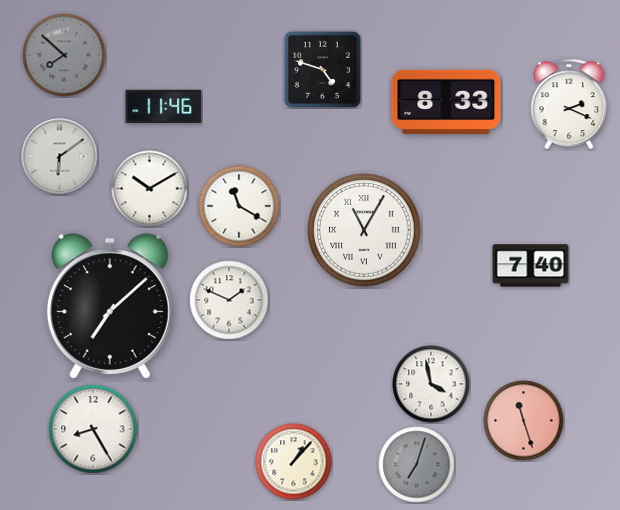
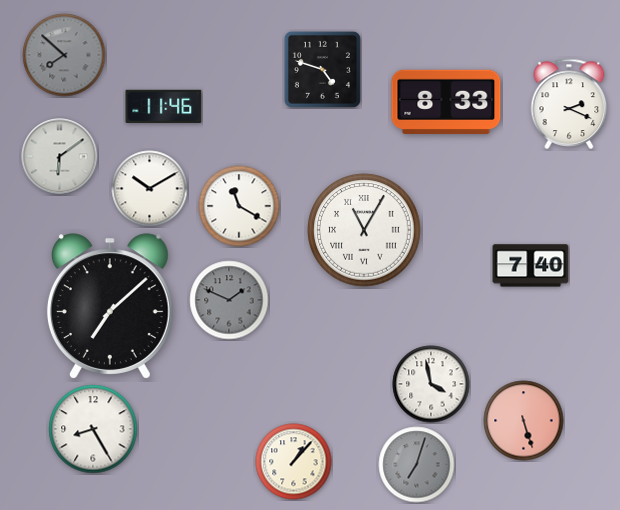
clock at (229, 300) dial: white -> grey
clock at (524, 421): 11:27 -> 5:27
